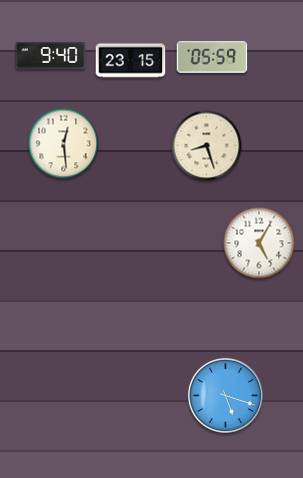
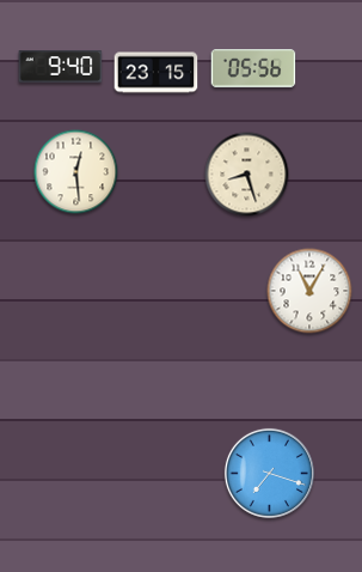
clock at (212, 57): 05:59 -> 05:56
clock at (259, 243): 5:05 -> 11:05
clock at (225, 395): 5:18 -> 7:18
